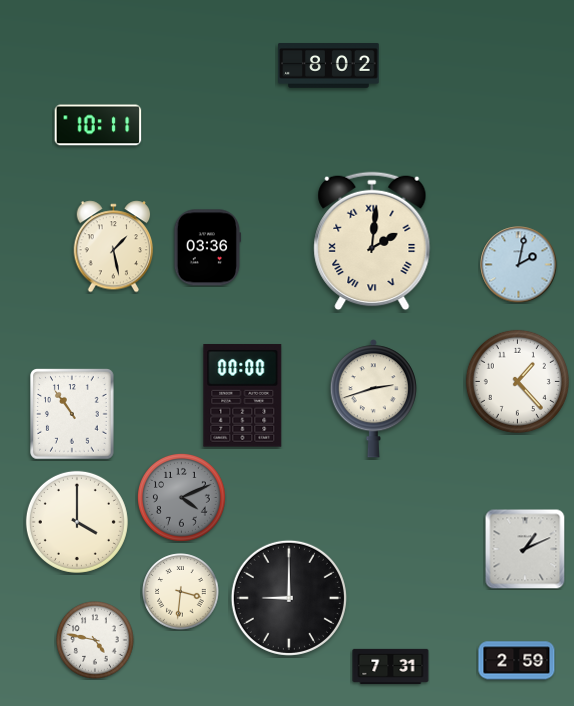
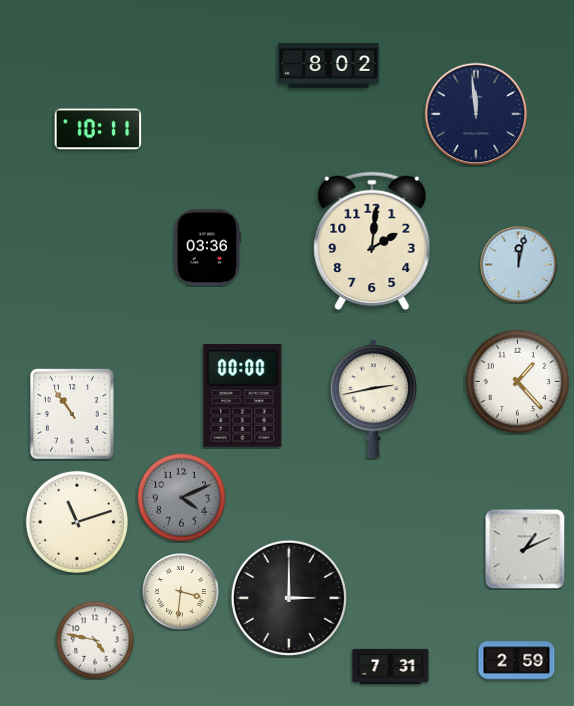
clock at (476, 114): none -> 11:59
clock at (98, 125) position: (98, 125) -> (98, 129)
clock at (372, 241) numerals: Roman -> Arabic
clock at (114, 247): 1:28 -> none
clock at (519, 265): 2:02 -> 12:02
clock at (373, 399): 2:42 -> 2:43
clock at (77, 522): 4:00 -> 11:12
clock at (289, 598): 9:00 -> 3:00
